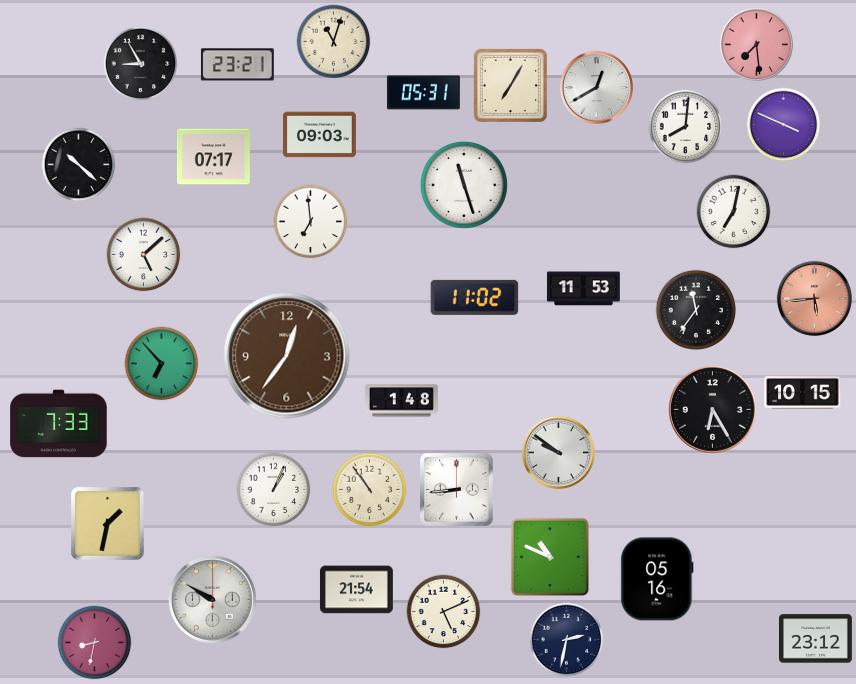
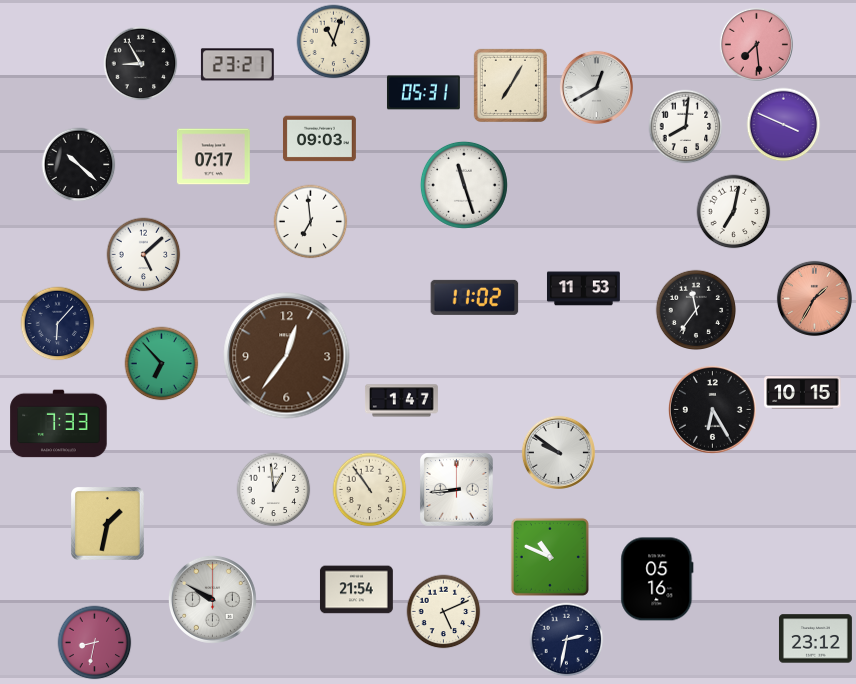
clock at (319, 135) position: (319, 135) -> (319, 139)
clock at (814, 298): 5:44 -> 1:35
clock at (58, 324): none -> 6:07
clock at (401, 401): 1:48 -> 1:47
clock at (274, 490): 1:04 -> 12:59
